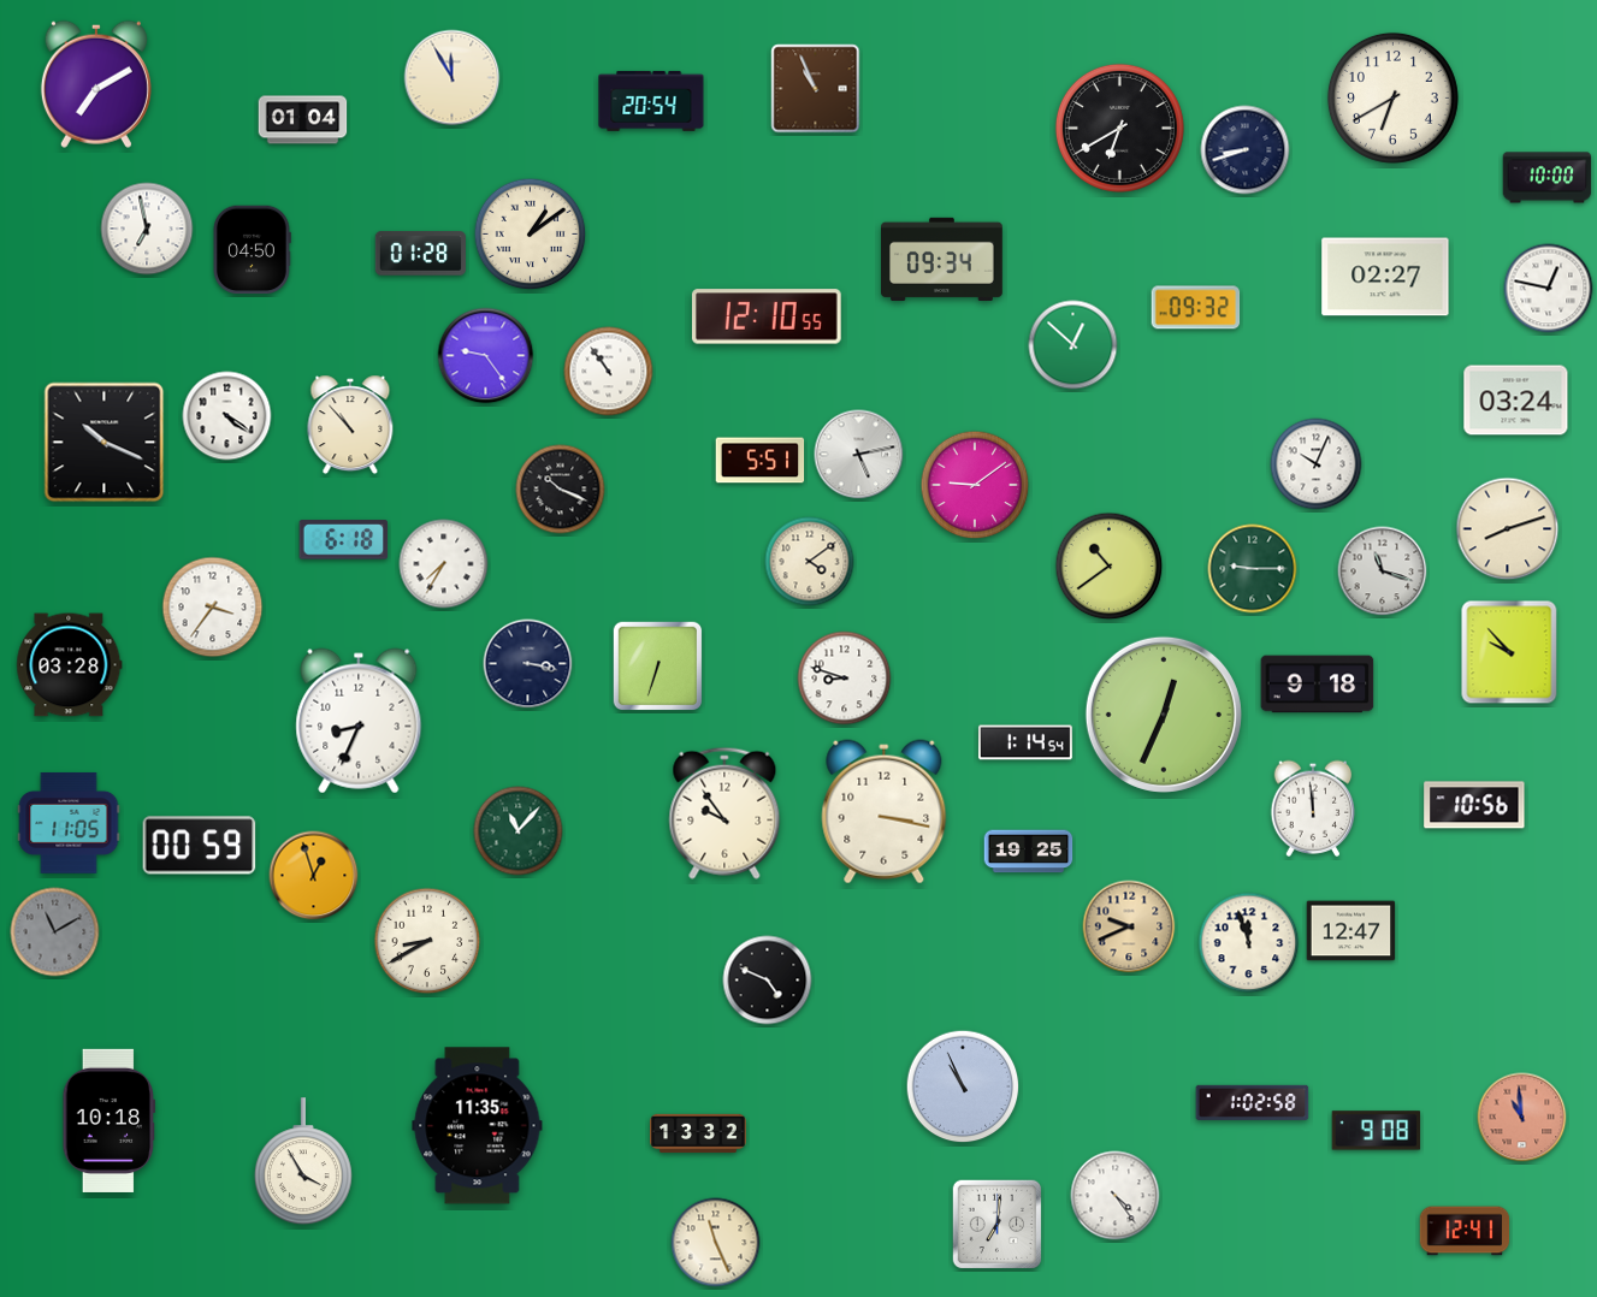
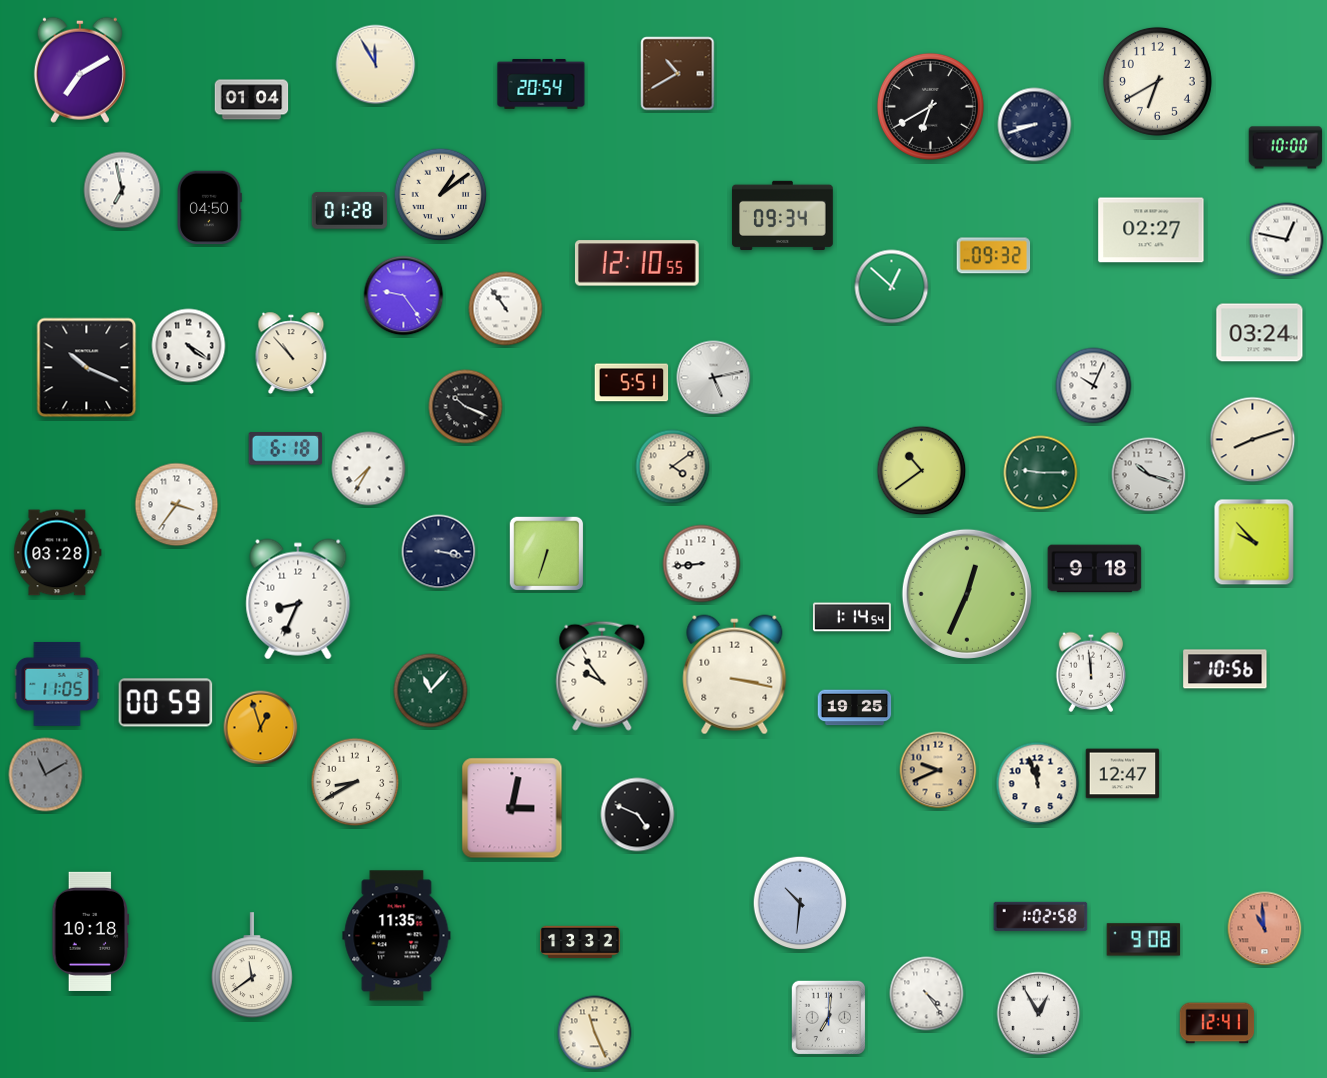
clock at (816, 89): 10:56 -> 10:40
clock at (975, 485): 9:09 -> none
clock at (1383, 571): 11:18 -> 10:18
clock at (845, 679): 8:48 -> 8:44
clock at (512, 808): none -> 3:02
clock at (963, 1086): 10:56 -> 10:31
clock at (303, 1162): 3:55 -> 11:39
clock at (1039, 1014): none -> 12:55
